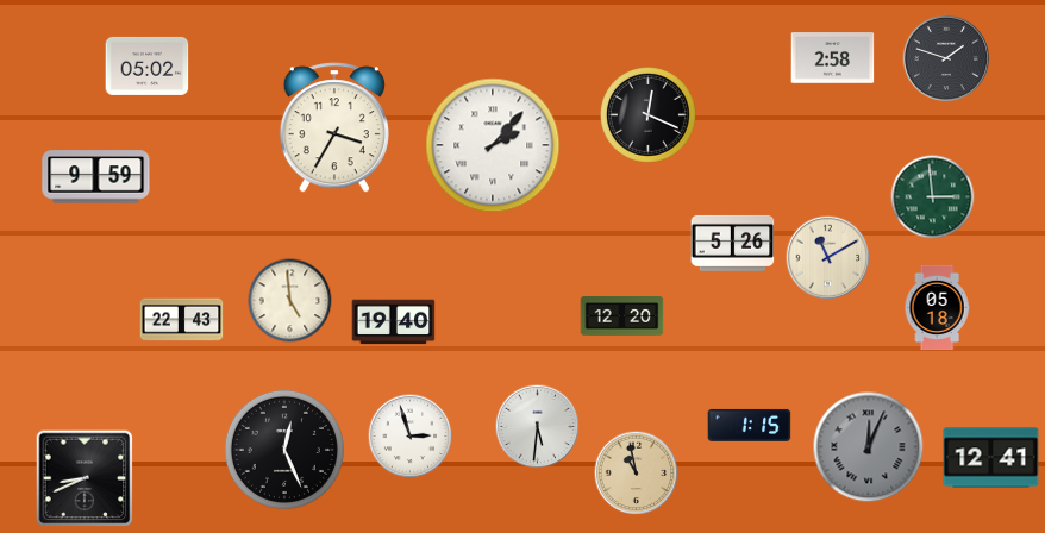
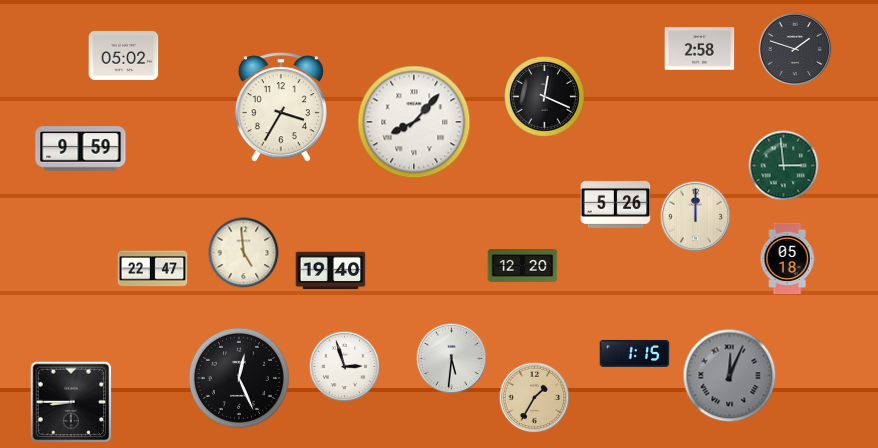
clock at (493, 145): 2:07 -> 8:07
clock at (828, 258): 11:10 -> 12:00
clock at (182, 320): 22:43 -> 22:47
clock at (750, 425) position: (750, 425) -> (635, 353)
clock at (991, 458): 12:41 -> none
clock at (637, 474): 10:58 -> 1:35
clock at (85, 478): 8:41 -> 8:45
